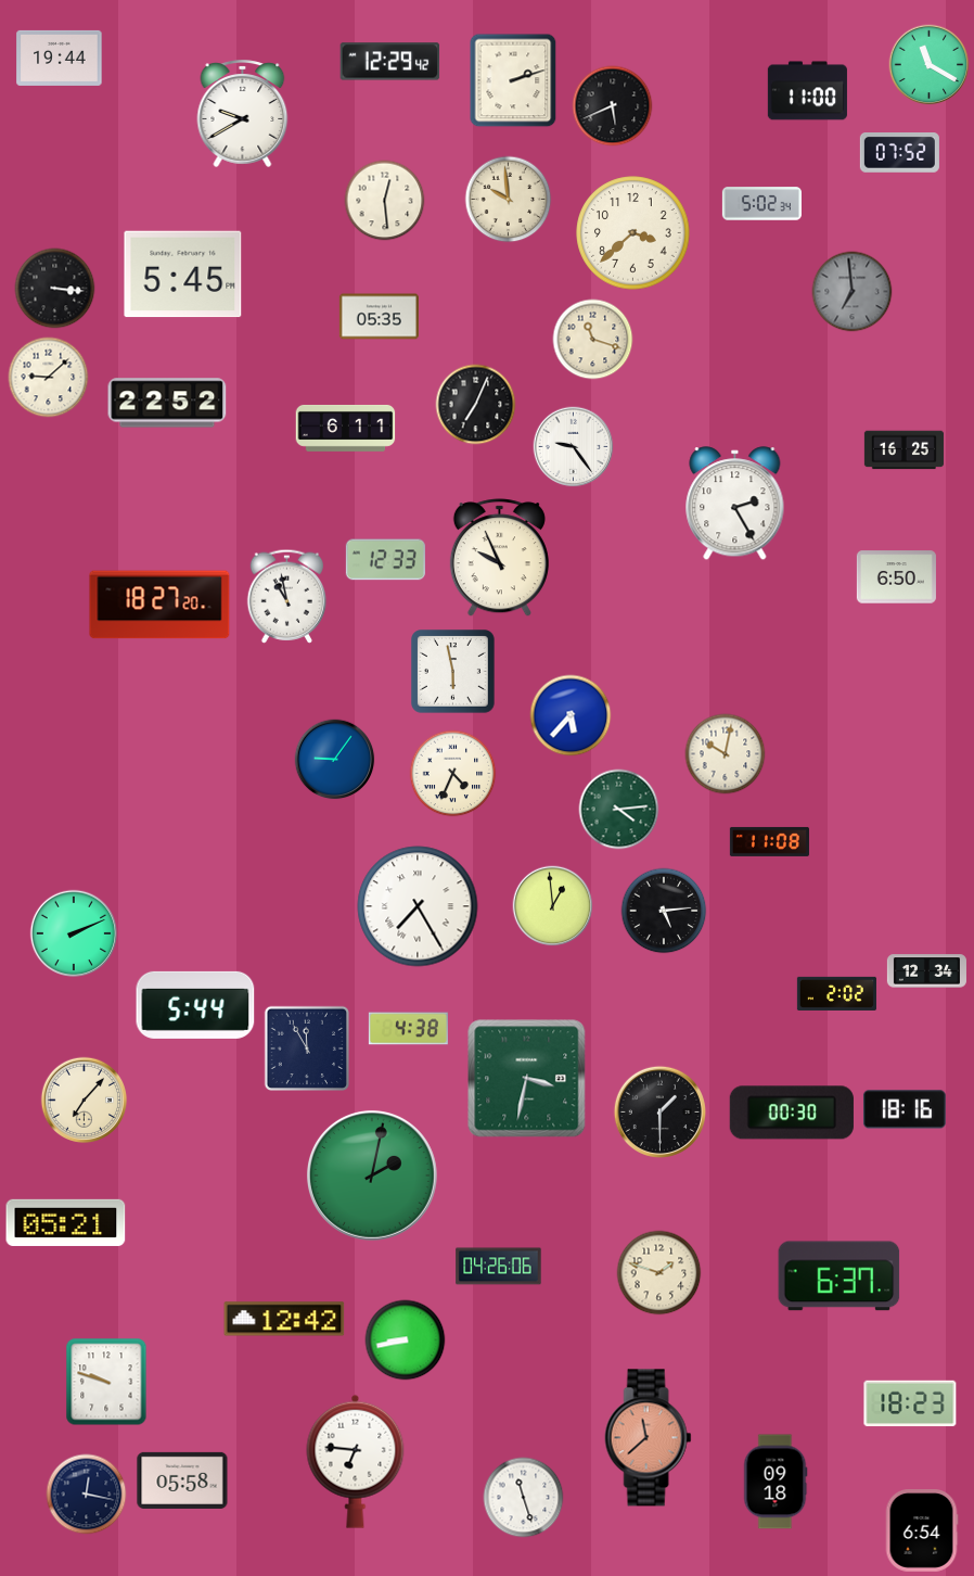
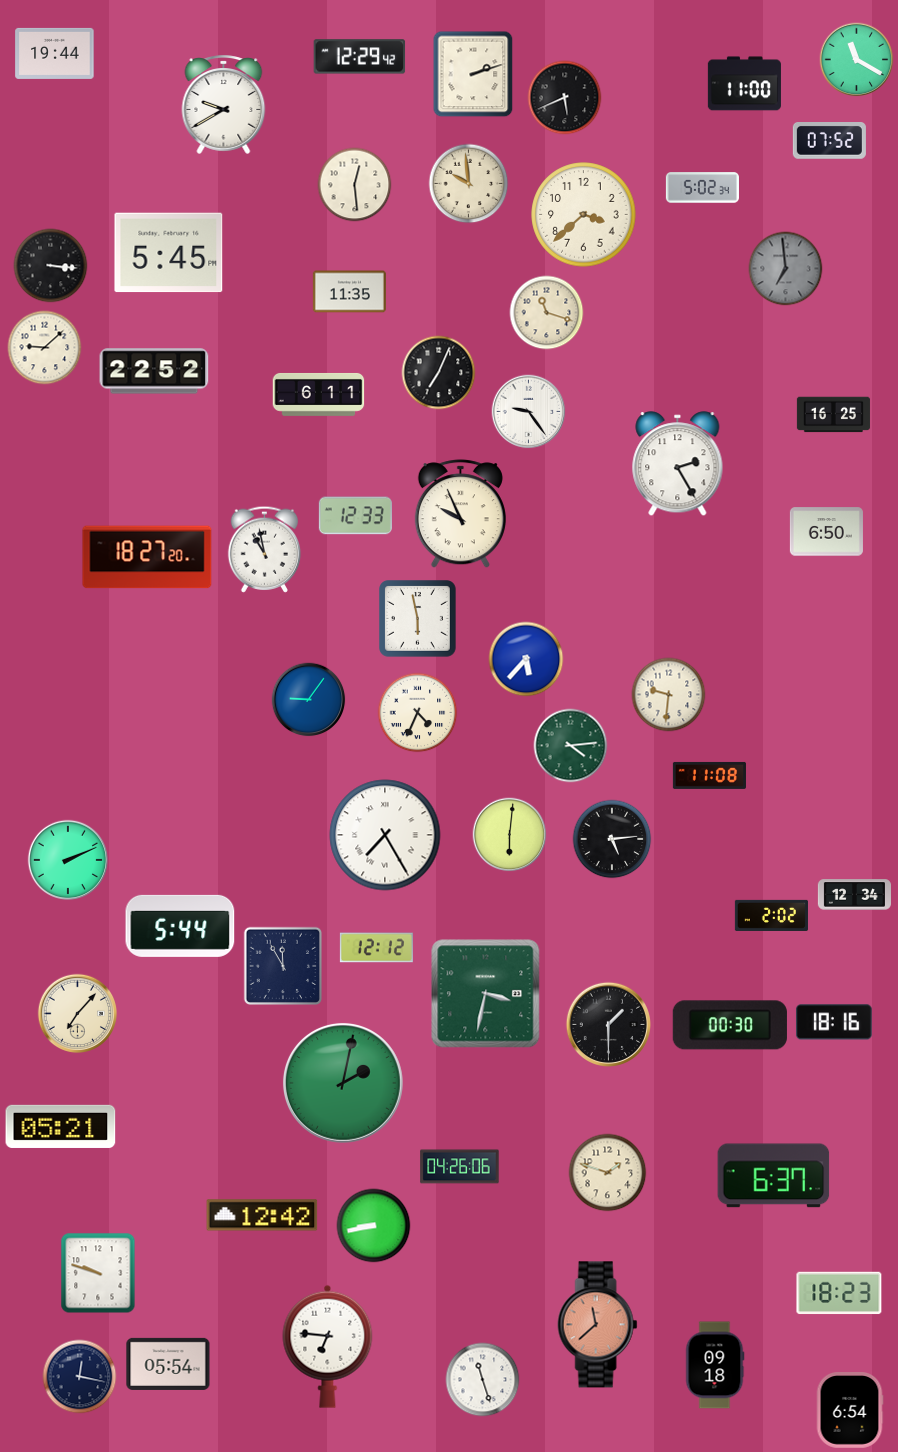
clock at (379, 317): 05:35 -> 11:35
clock at (726, 754): 10:02 -> 9:31
clock at (553, 906): 12:59 -> 6:01
clock at (408, 1029): 4:38 -> 12:12
clock at (406, 1340) position: (406, 1340) -> (374, 1226)
clock at (182, 1480): 05:58 -> 05:54
